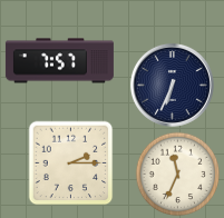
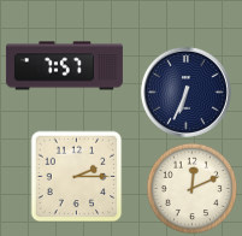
clock at (178, 175): 11:34 -> 12:11
